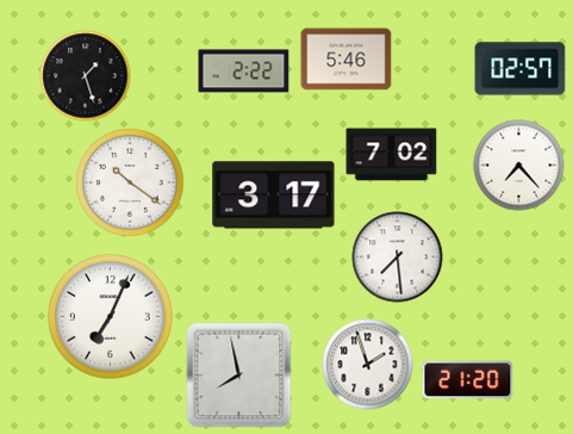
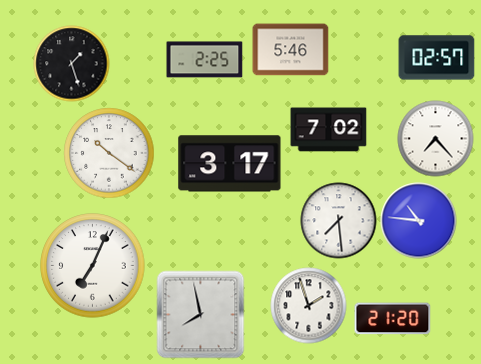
clock at (244, 72): 2:22 -> 2:25
clock at (398, 258) position: (398, 258) -> (339, 221)
clock at (419, 221): none -> 10:46
